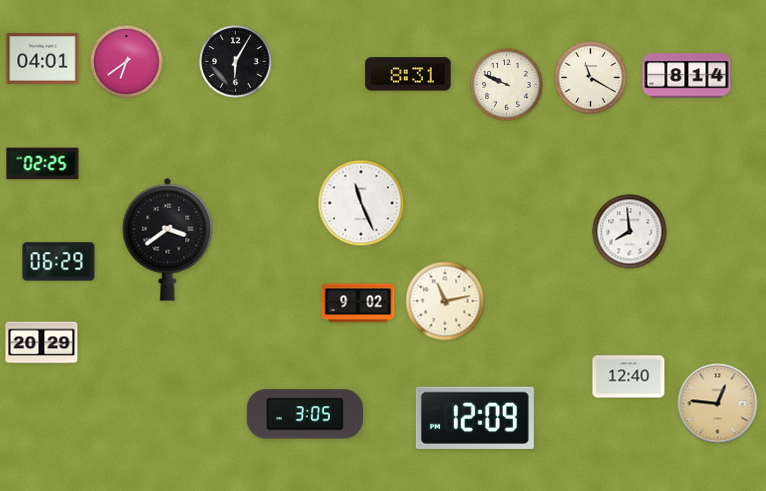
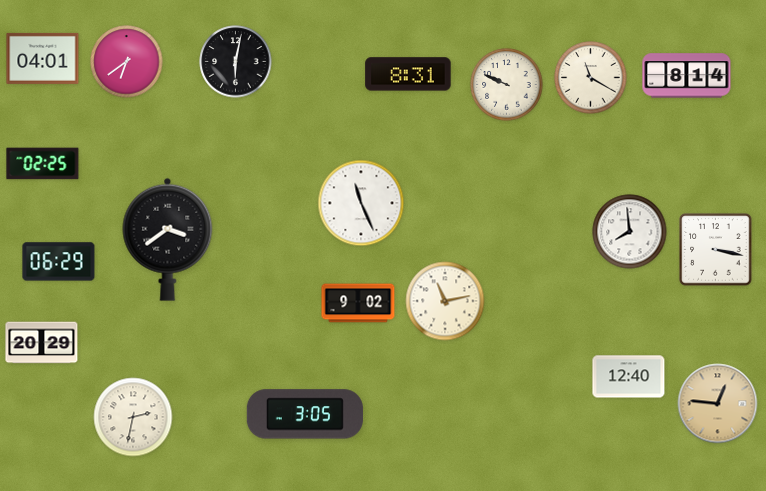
clock at (236, 62): 6:05 -> 6:02
clock at (716, 250): none -> 3:17
clock at (133, 417): none -> 2:32
clock at (475, 418): 12:09 -> none
